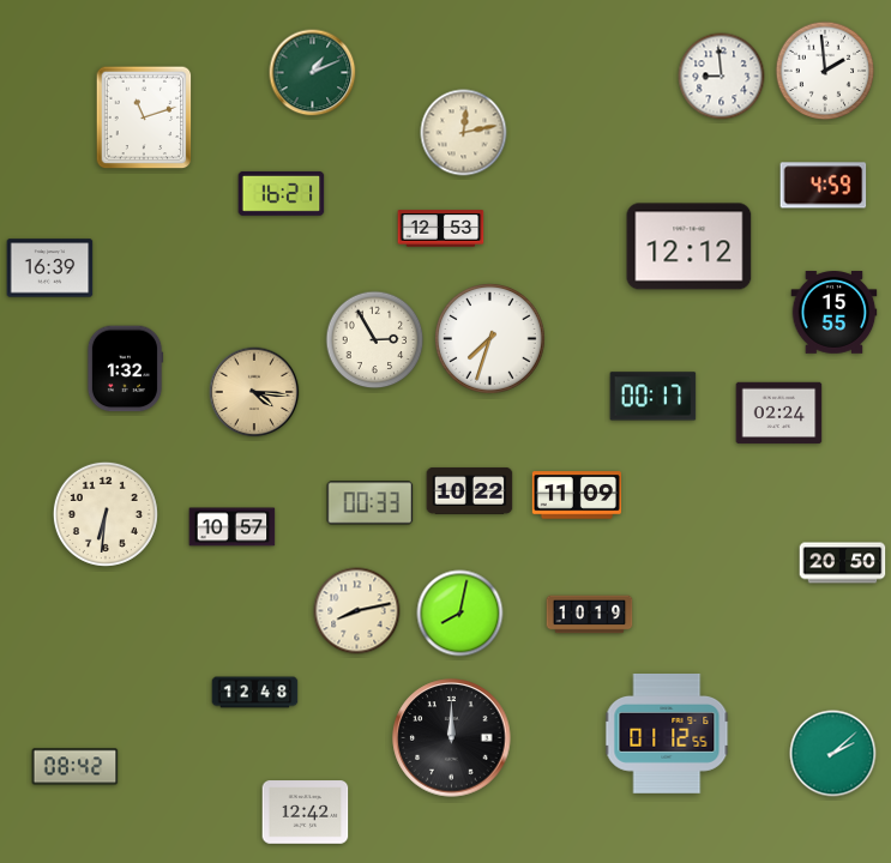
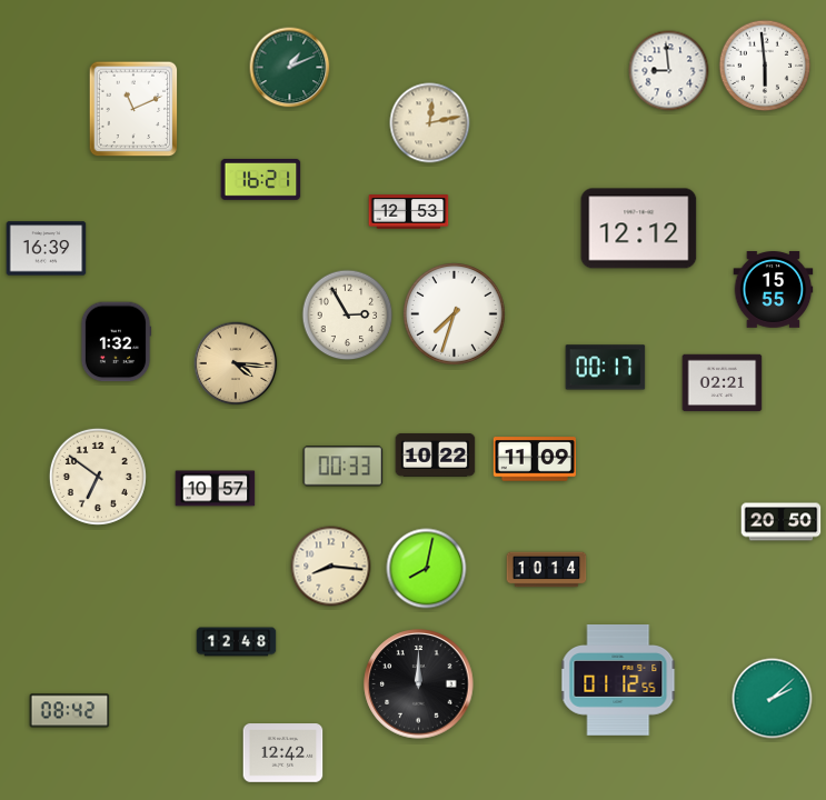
clock at (825, 71): 1:59 -> 5:59
clock at (144, 117): 11:12 -> 11:11
clock at (824, 186): 4:59 -> none
clock at (779, 414): 02:24 -> 02:21
clock at (106, 514): 6:31 -> 6:51
clock at (357, 611): 8:13 -> 8:16
clock at (590, 615): 10:19 -> 10:14
